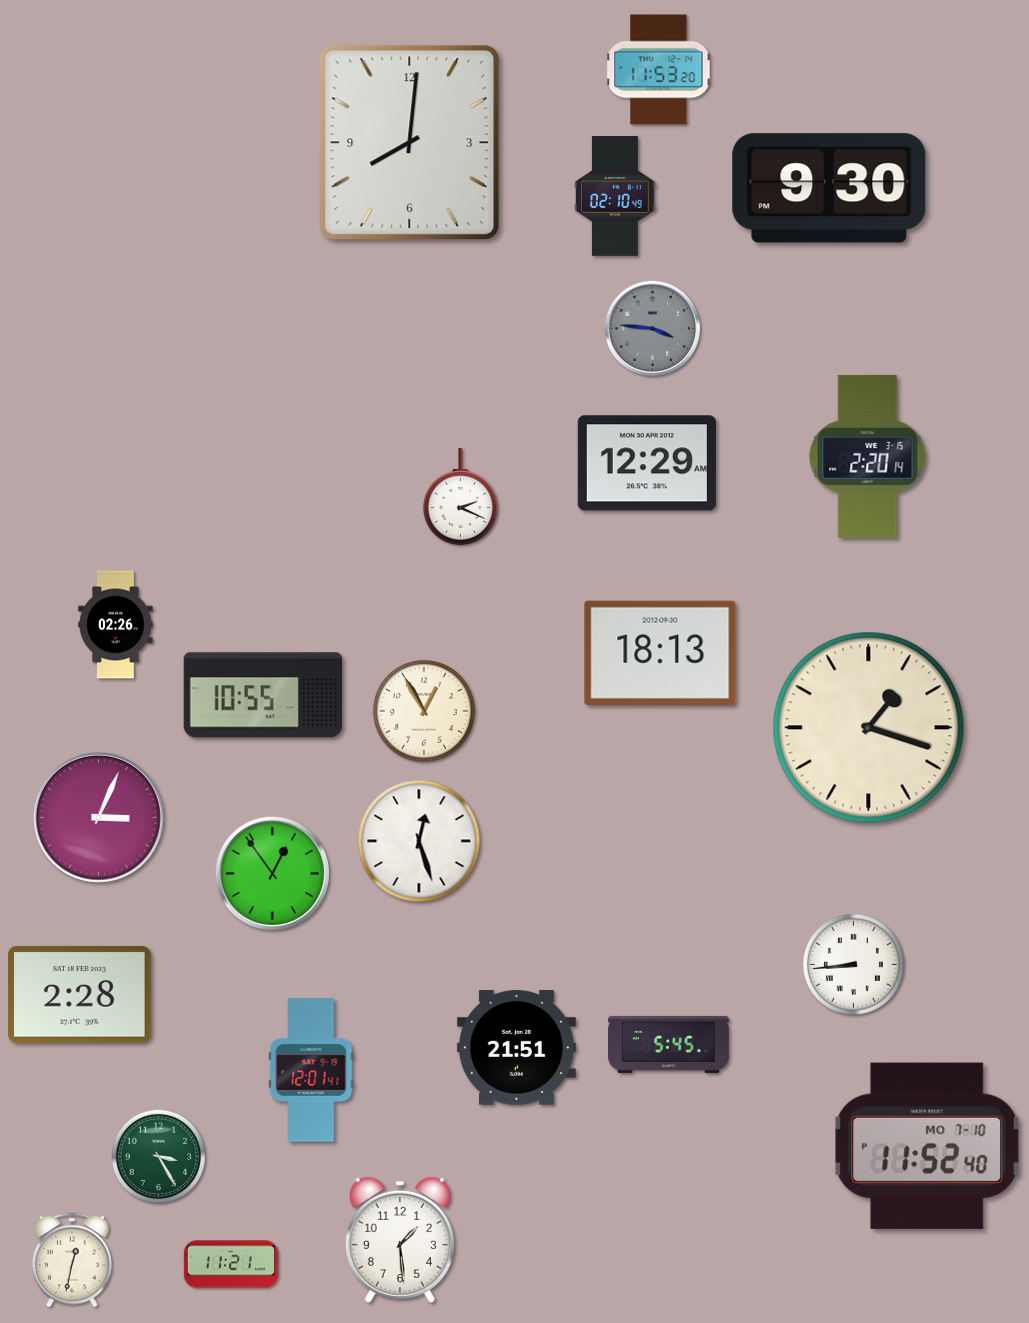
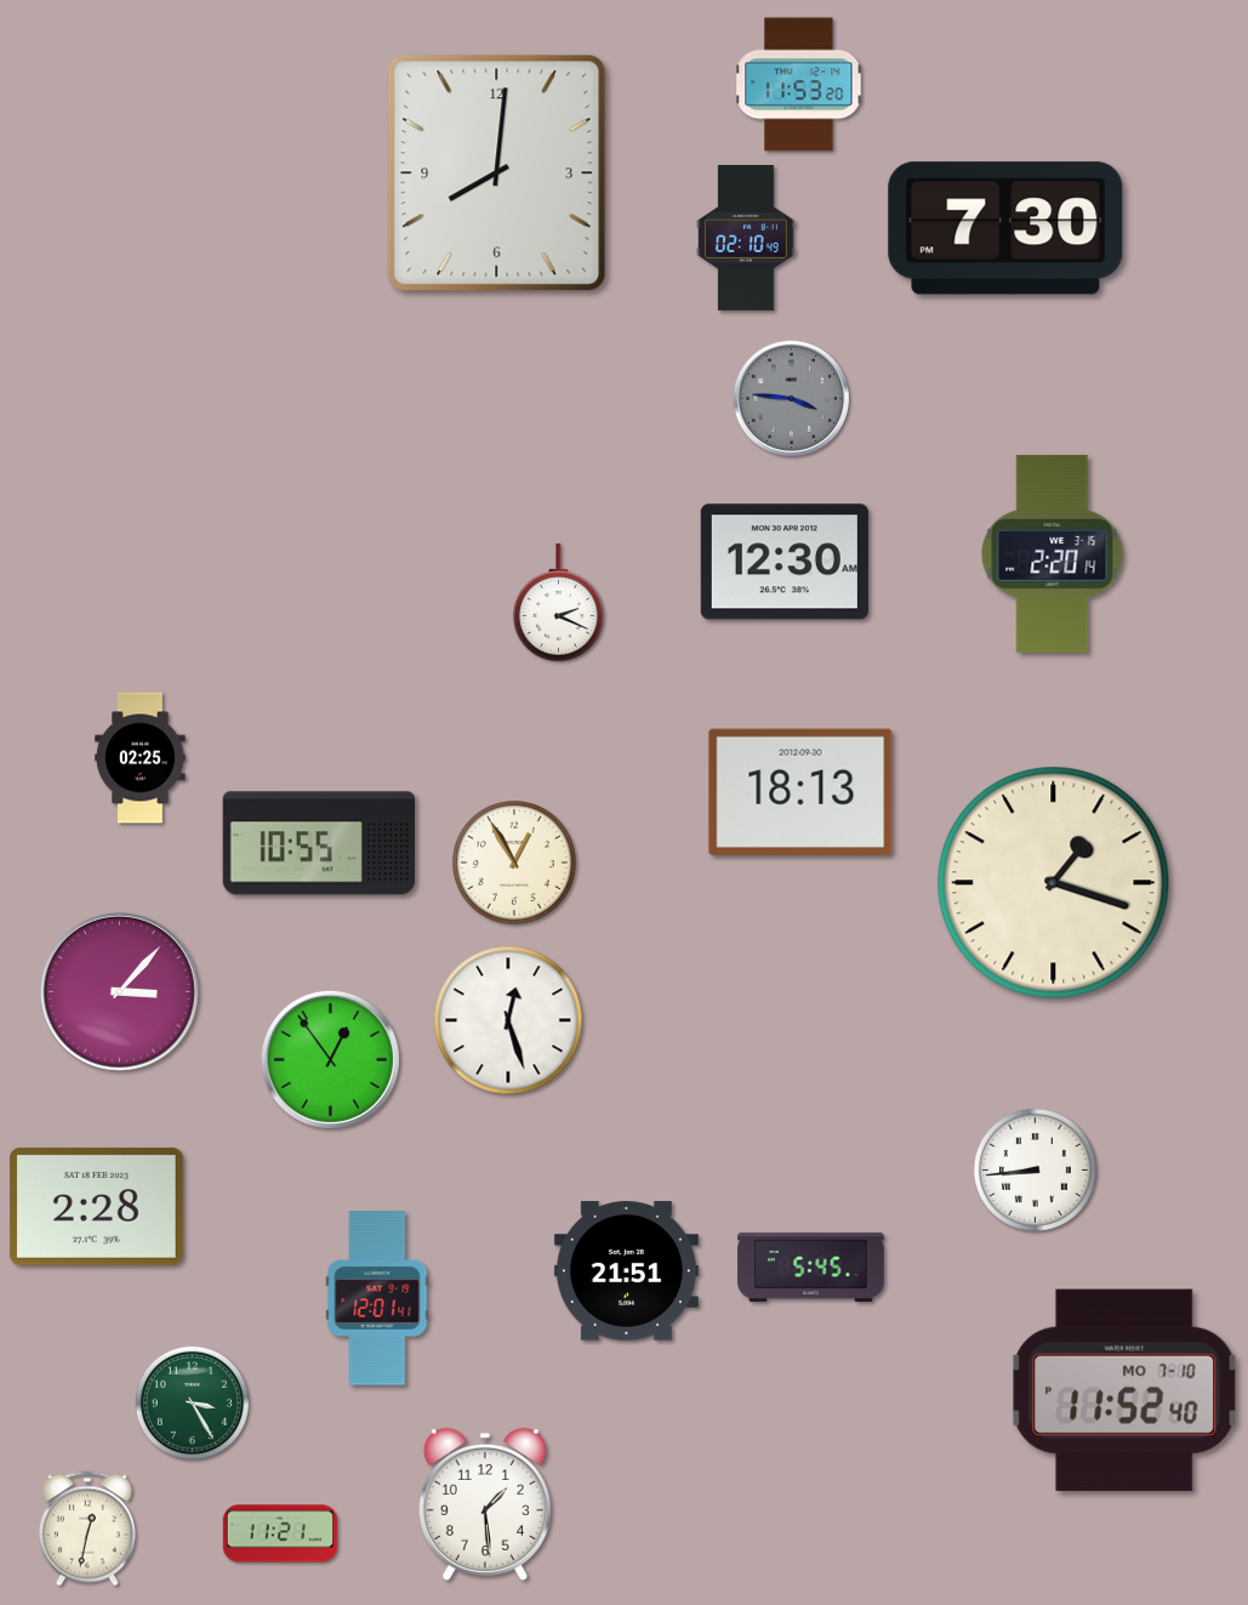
clock at (829, 188): 9:30 -> 7:30
clock at (647, 463): 12:29 -> 12:30
clock at (116, 625): 02:26 -> 02:25
clock at (98, 817): 3:04 -> 3:07
